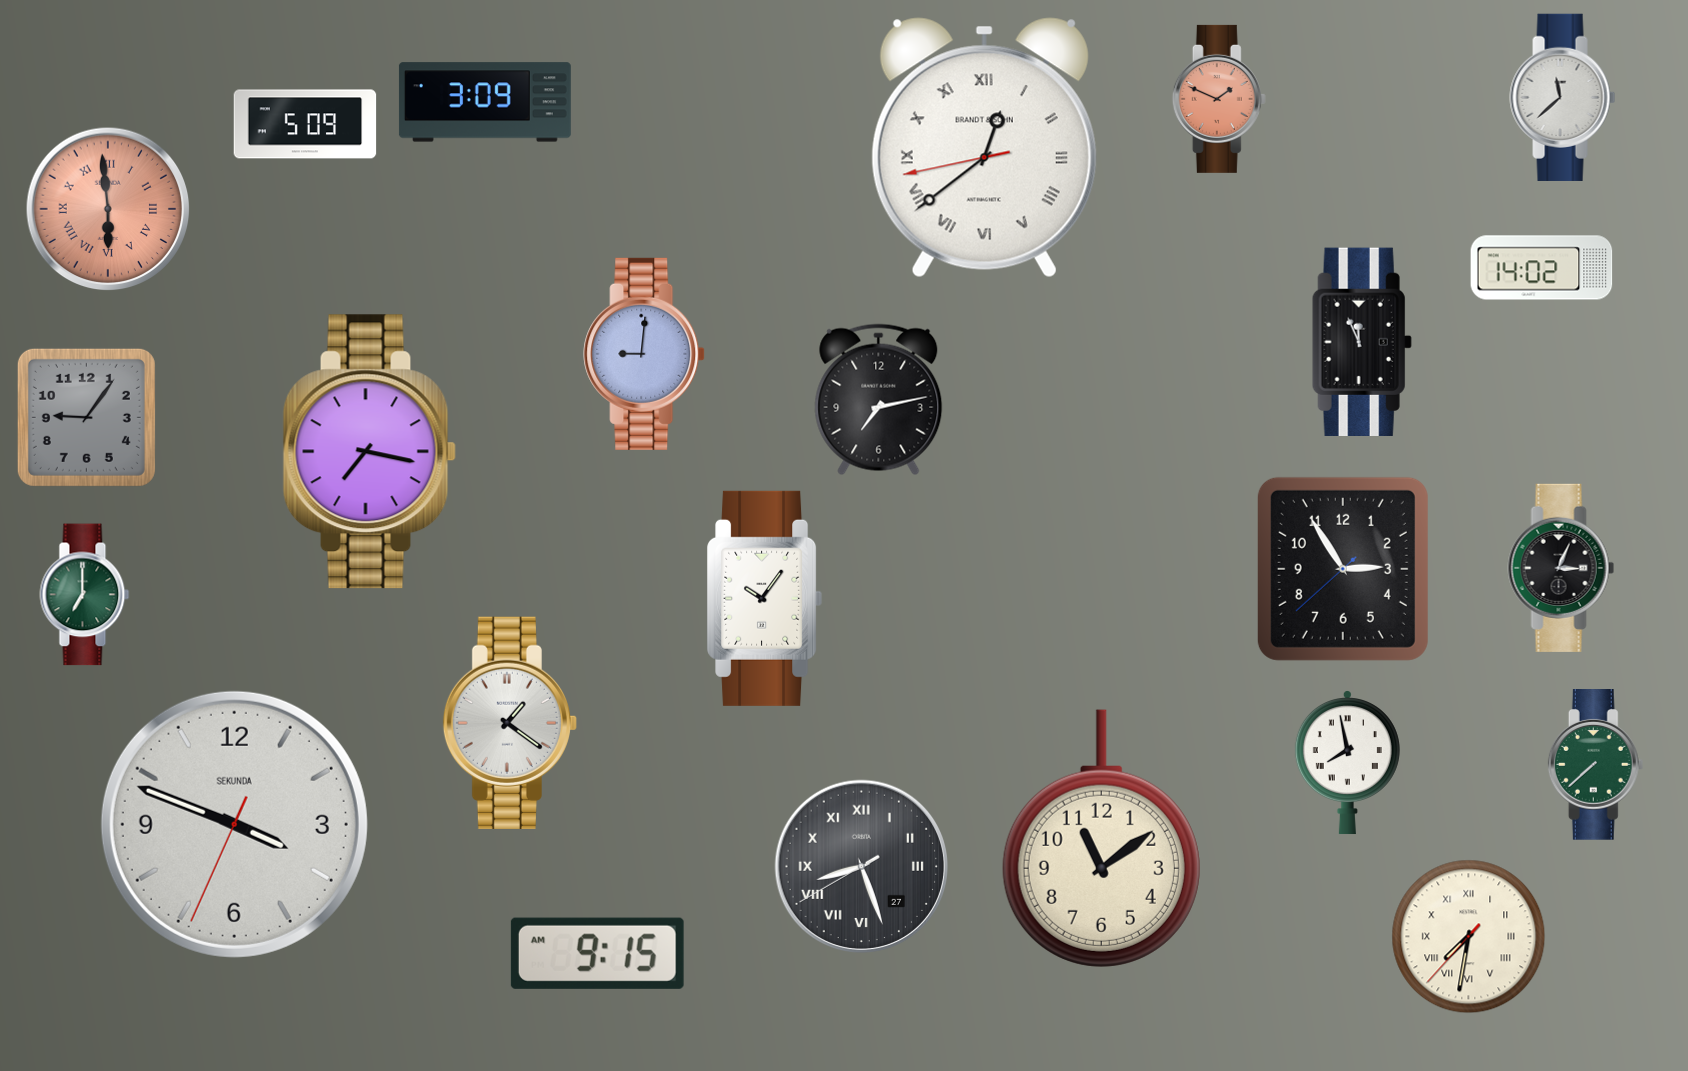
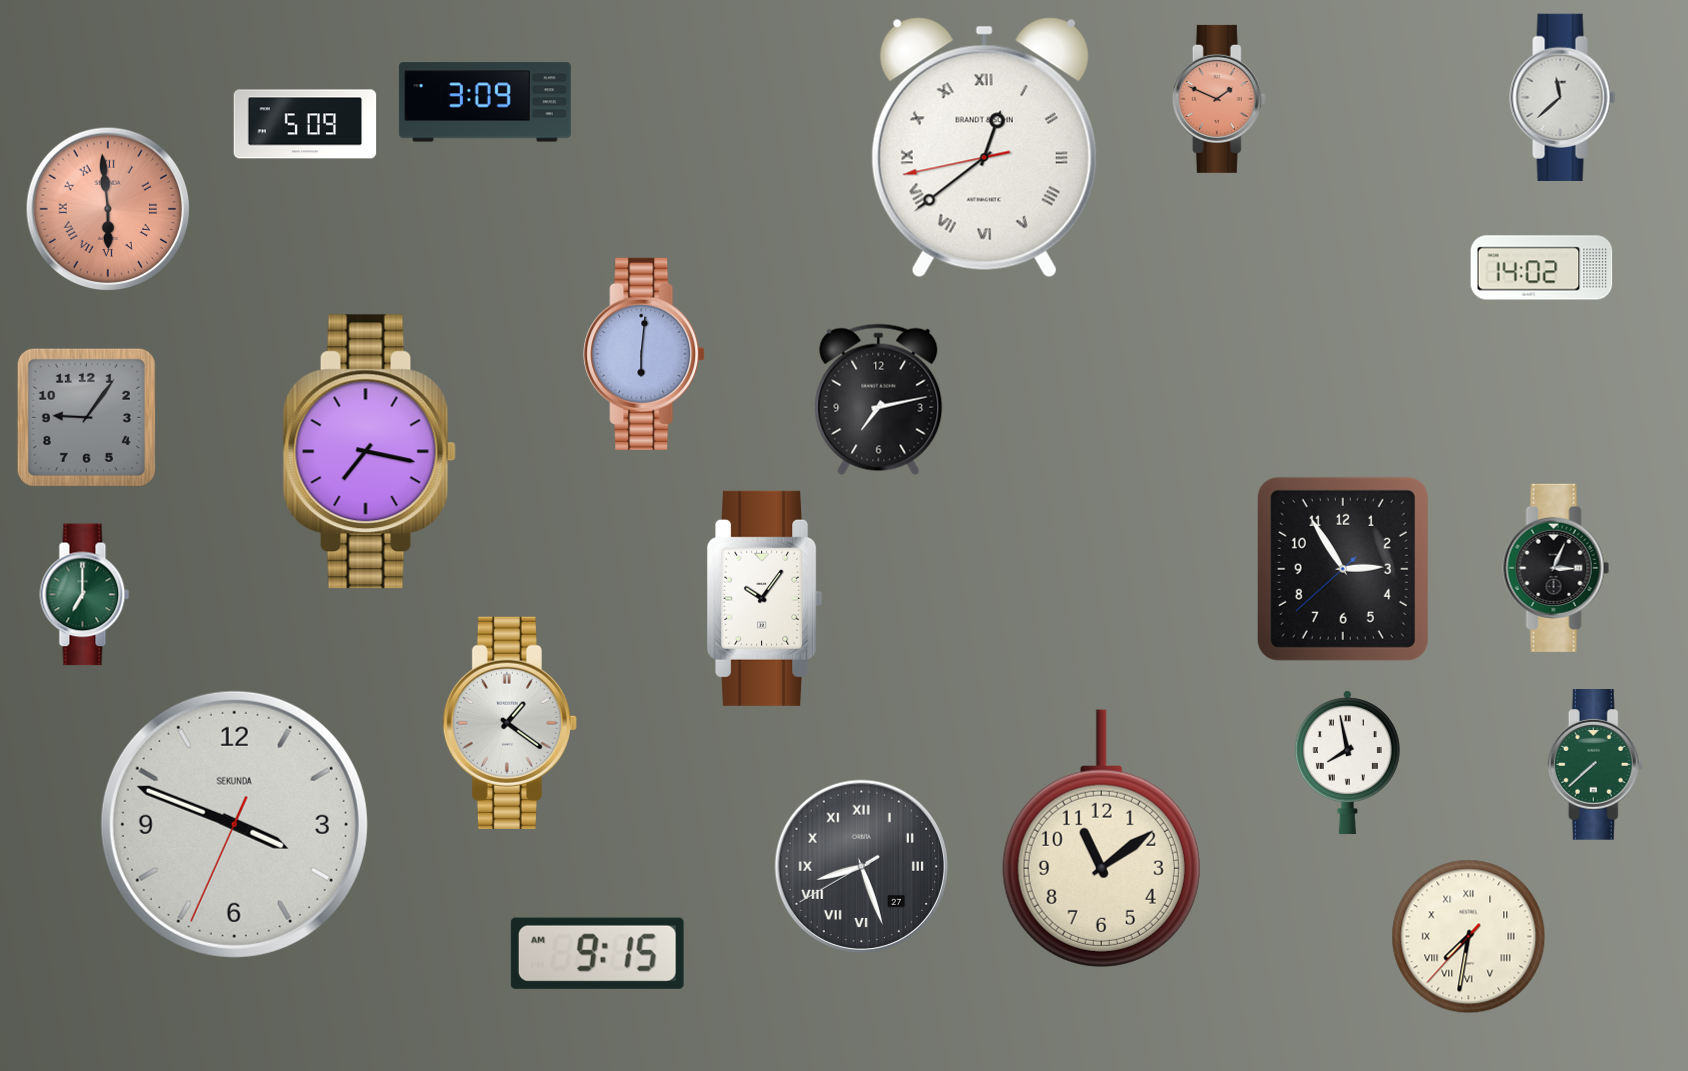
clock at (1362, 341): 11:56 -> none
clock at (644, 354): 9:01 -> 6:01
clock at (1561, 568) position: (1561, 568) -> (1556, 568)
